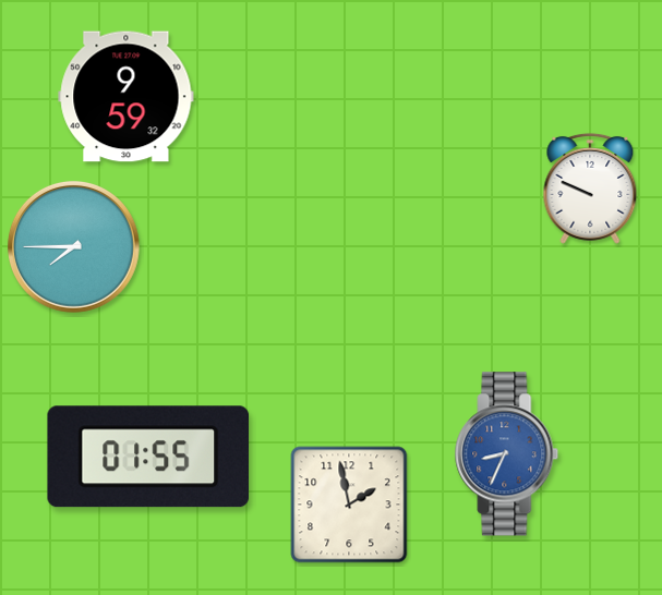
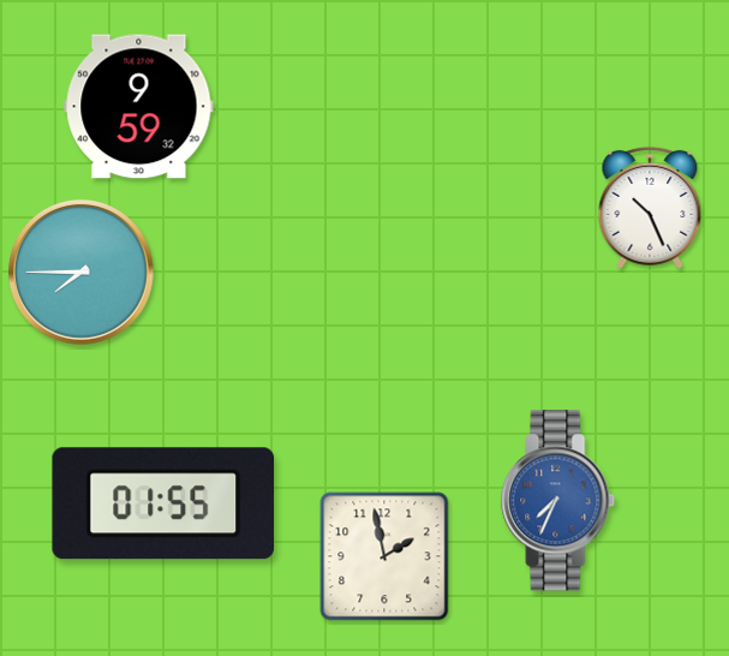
clock at (590, 189): 9:49 -> 10:26
clock at (507, 454): 8:34 -> 7:34
